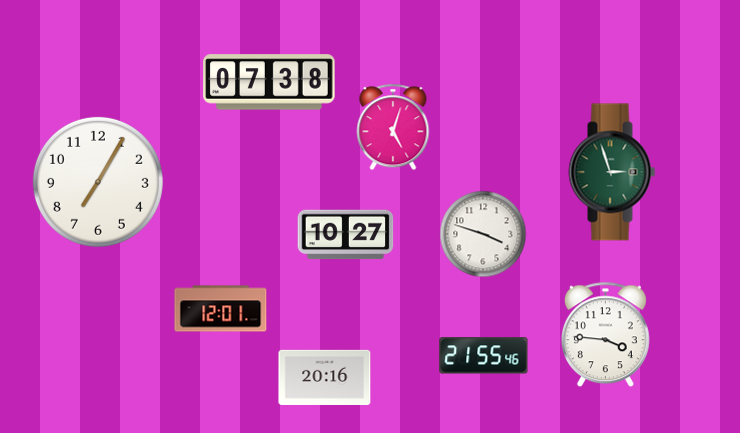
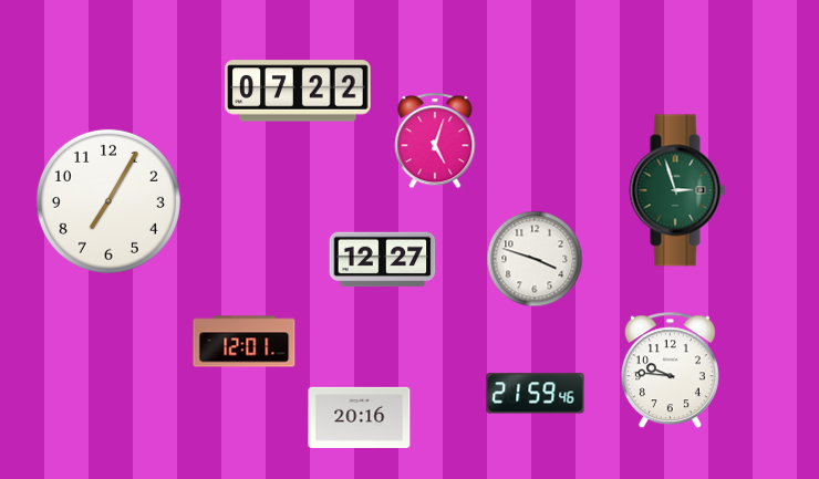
clock at (269, 82): 07:38 -> 07:22
clock at (346, 235): 10:27 -> 12:27
clock at (605, 335): 3:46 -> 9:46
clock at (484, 356): 21:55 -> 21:59
